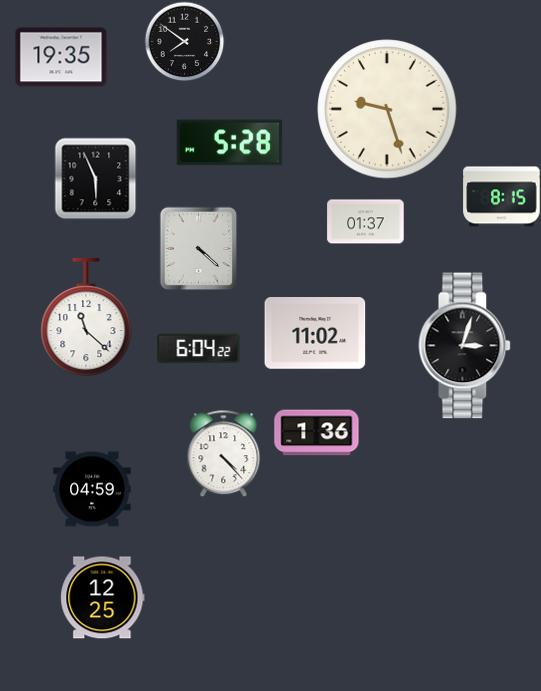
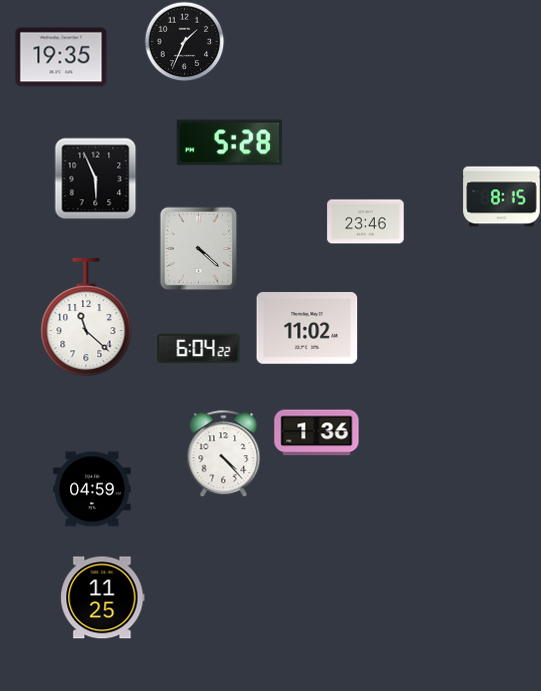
clock at (184, 41): 7:51 -> 1:34
clock at (387, 109): 9:27 -> none
clock at (366, 222): 01:37 -> 23:46
clock at (315, 334) position: (315, 334) -> (307, 329)
clock at (465, 346): 3:03 -> none
clock at (103, 598): 12:25 -> 11:25
